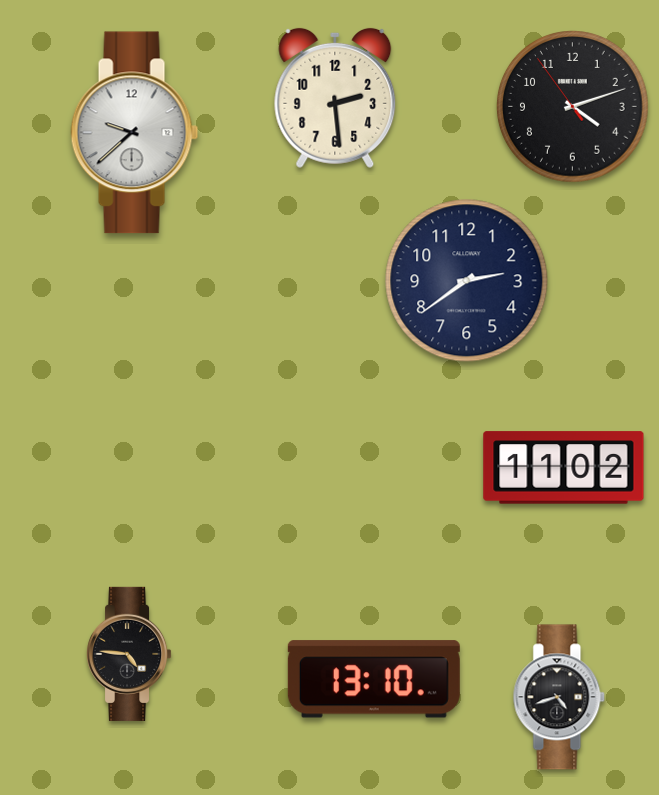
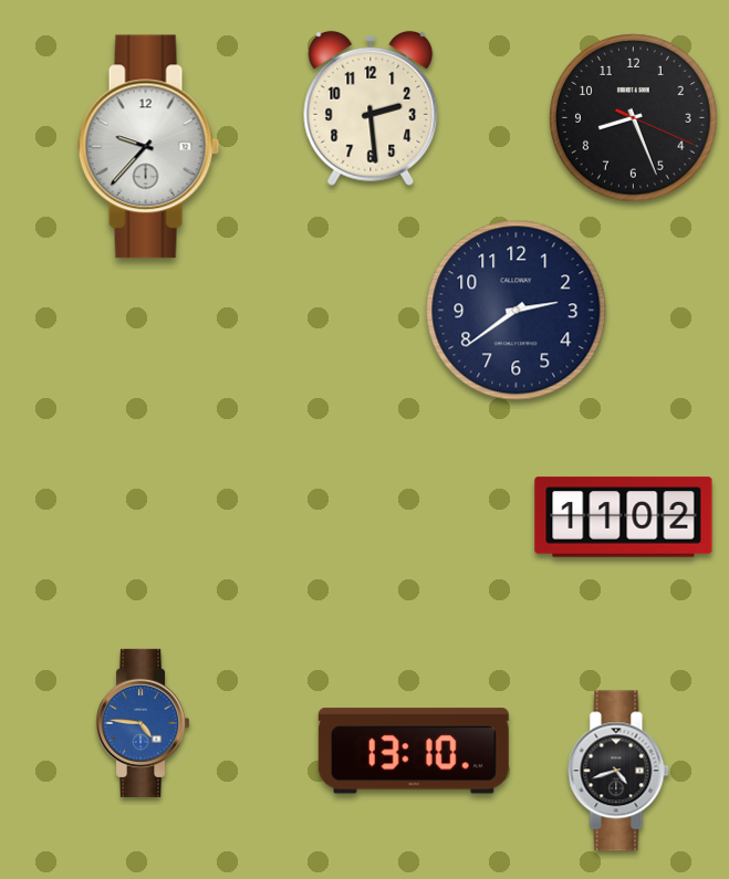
clock at (573, 107): 4:11 -> 8:26
clock at (135, 133): 9:38 -> 9:37
clock at (130, 654) dial: black -> blue
